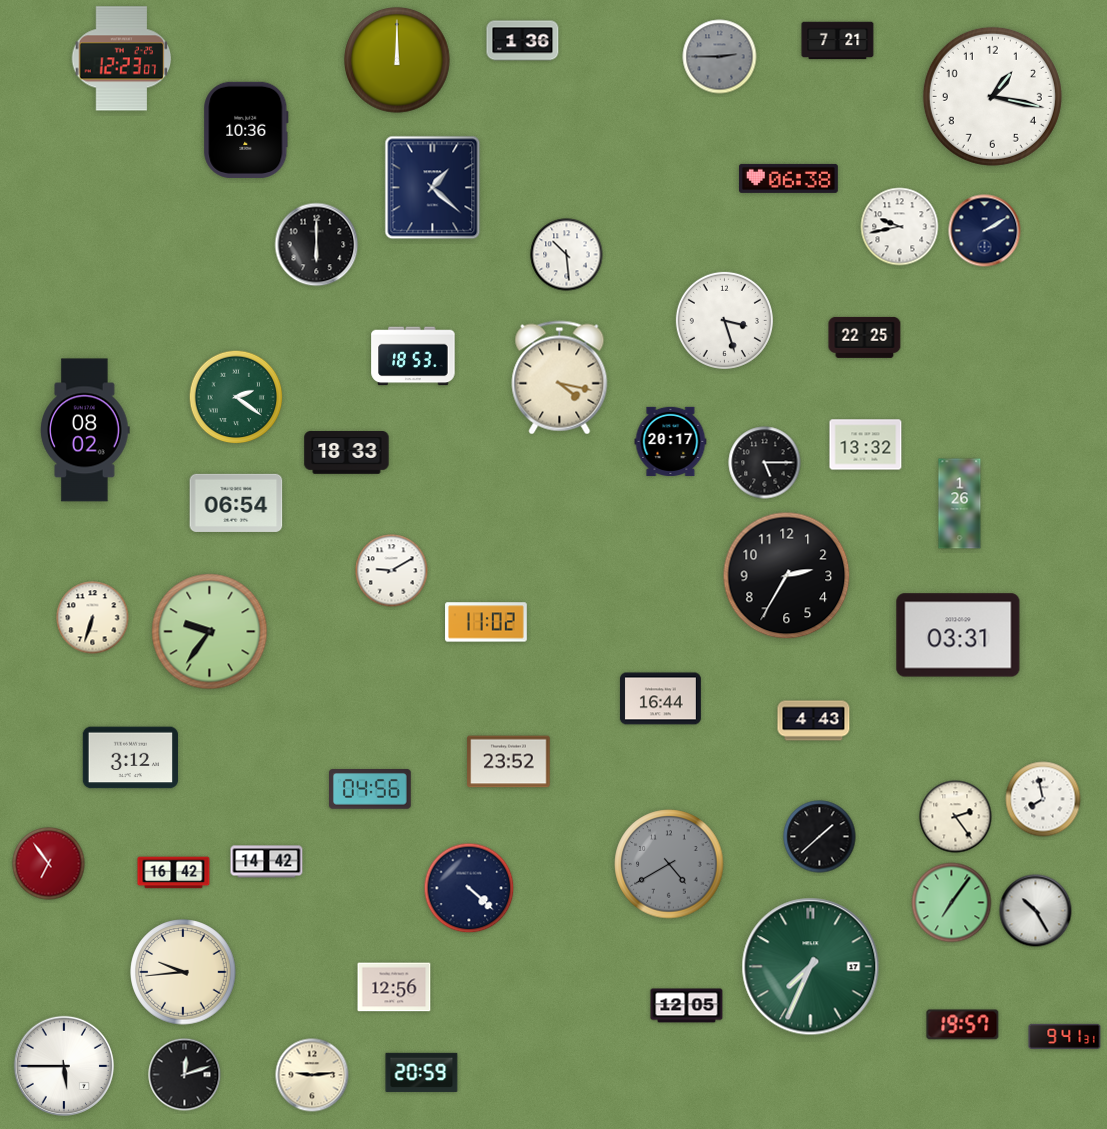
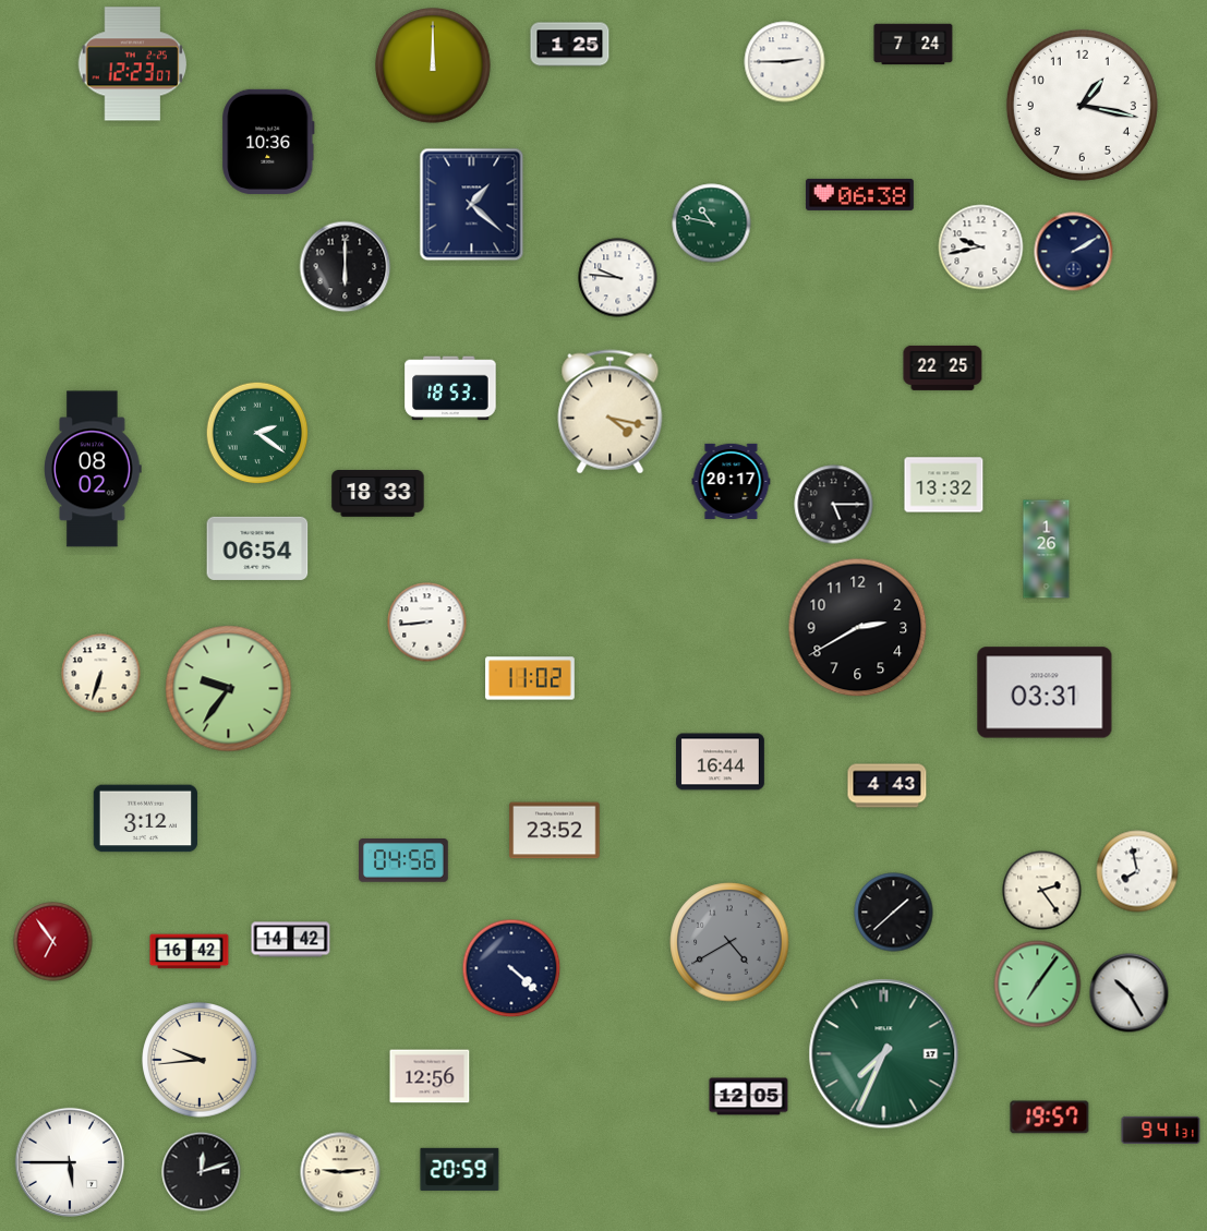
clock at (523, 41): 1:36 -> 1:25
clock at (838, 41): 7:21 -> 7:24
clock at (720, 57) dial: grey -> white
clock at (712, 224): none -> 10:47
clock at (567, 255): 10:29 -> 9:46
clock at (724, 320): 3:27 -> none
clock at (392, 571): 9:10 -> 8:44
clock at (787, 576): 2:35 -> 2:40
clock at (131, 758) position: (131, 758) -> (146, 819)
